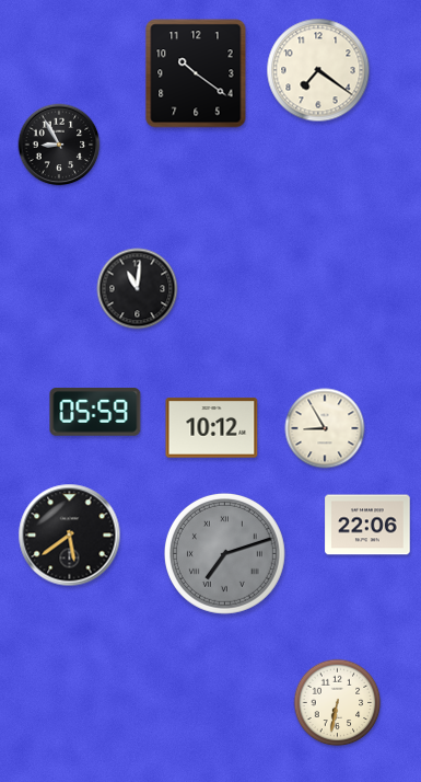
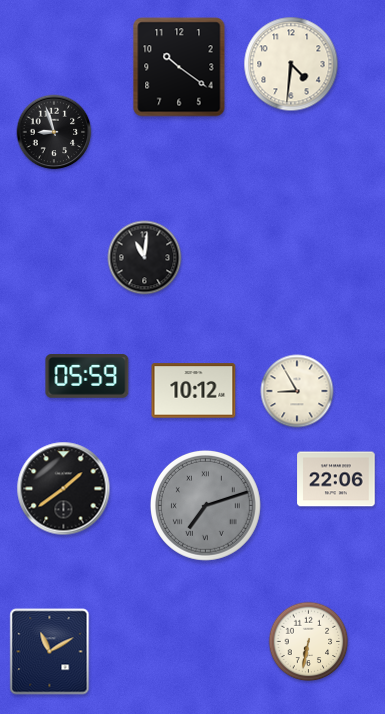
clock at (318, 70): 7:21 -> 4:31
clock at (59, 145): 8:55 -> 8:57
clock at (138, 289) position: (138, 289) -> (145, 258)
clock at (70, 536): 5:39 -> 1:39
clock at (50, 652): none -> 11:10
